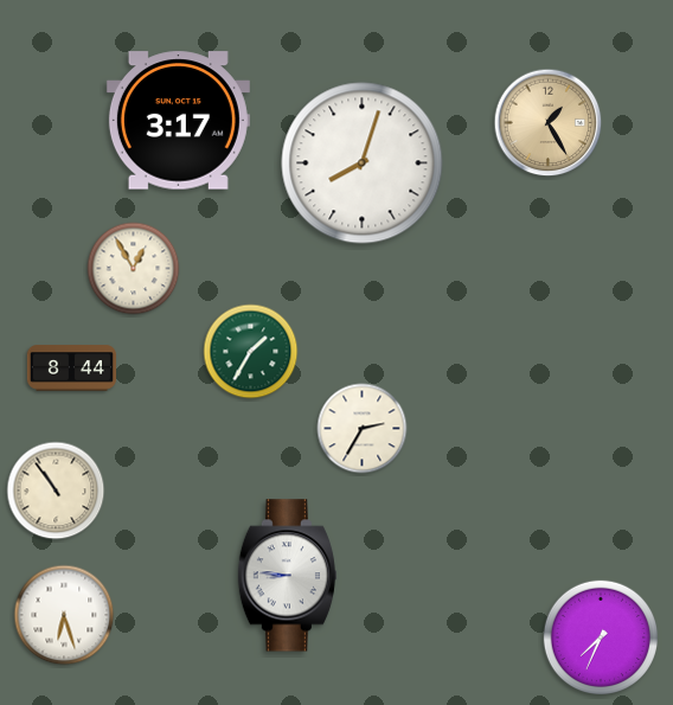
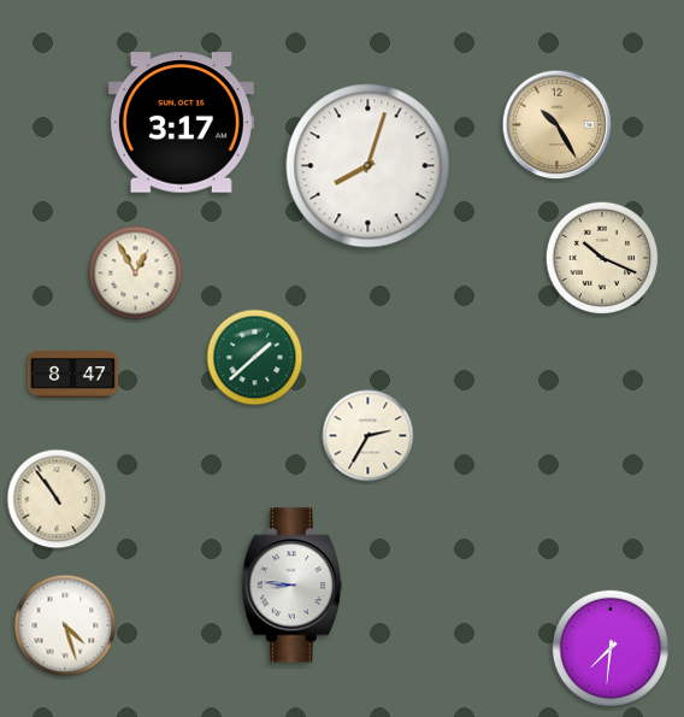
clock at (549, 123): 1:25 -> 10:25
clock at (602, 258): none -> 10:19
clock at (251, 352): 1:35 -> 1:38
clock at (71, 368): 8:44 -> 8:47
clock at (64, 615): 6:27 -> 4:27
clock at (600, 636): 7:34 -> 7:31
